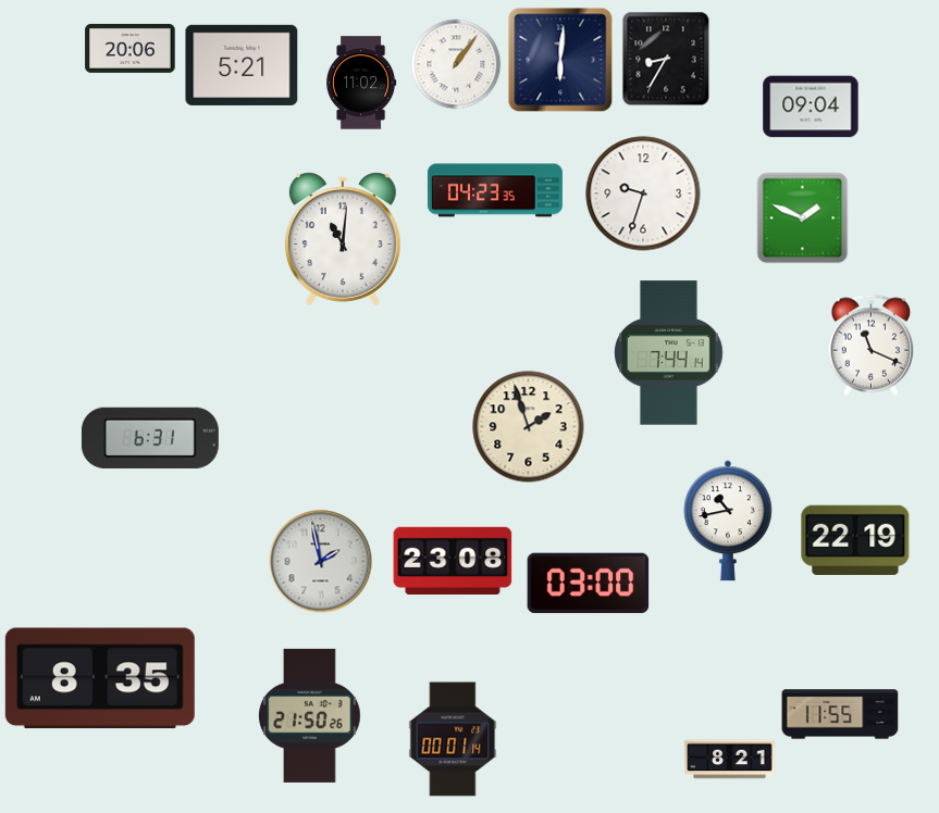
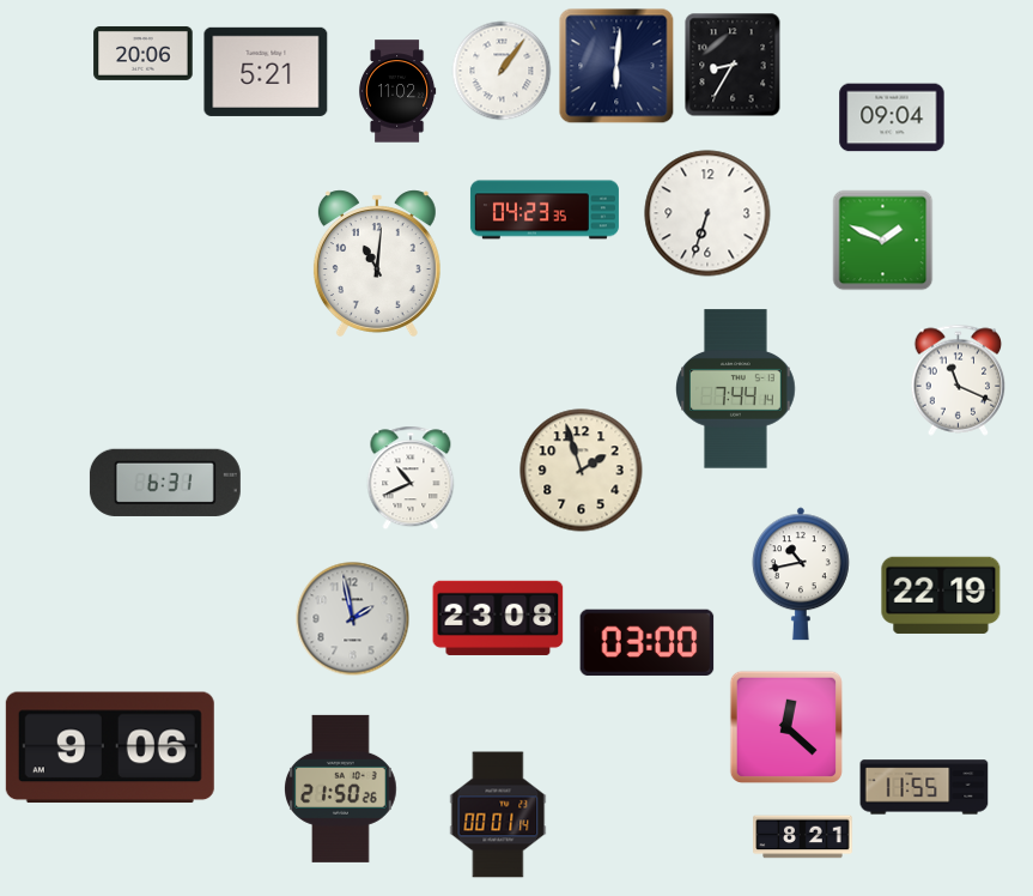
clock at (643, 193): 9:33 -> 6:33
clock at (411, 478): none -> 10:41
clock at (786, 727): none -> 12:22
clock at (100, 678): 8:35 -> 9:06
